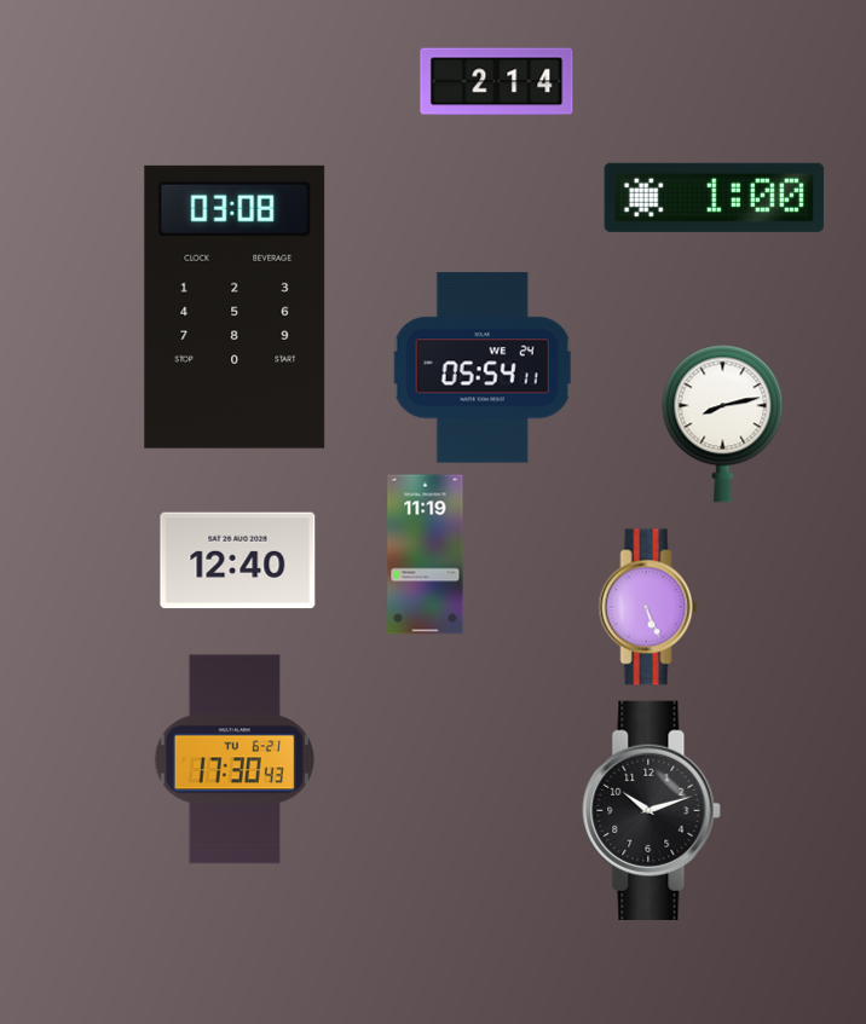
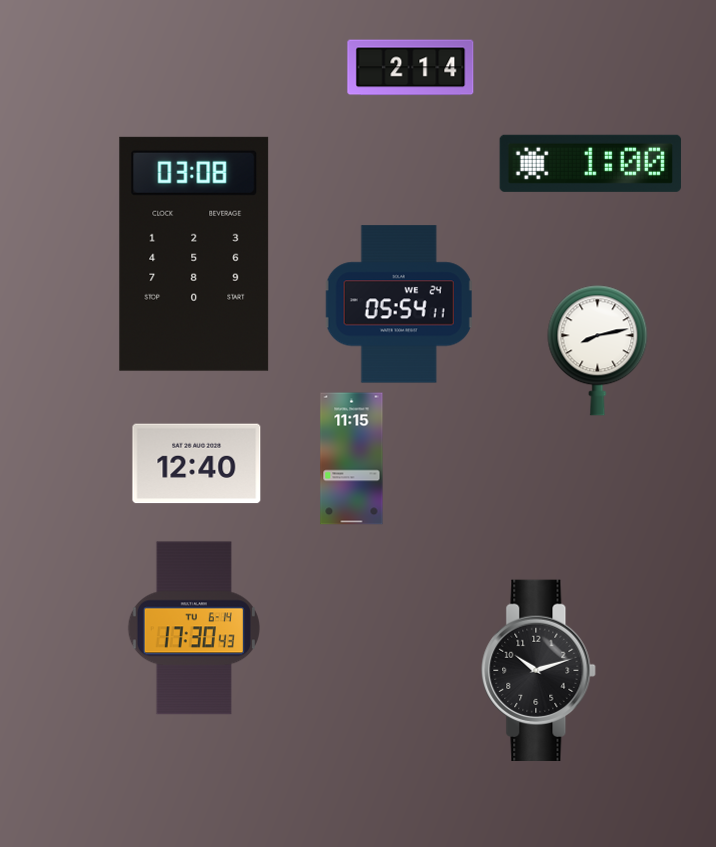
clock at (426, 555): 11:19 -> 11:15
clock at (648, 607): 5:26 -> none
clock at (235, 759) date: TU 6-21 -> TU 6-14
